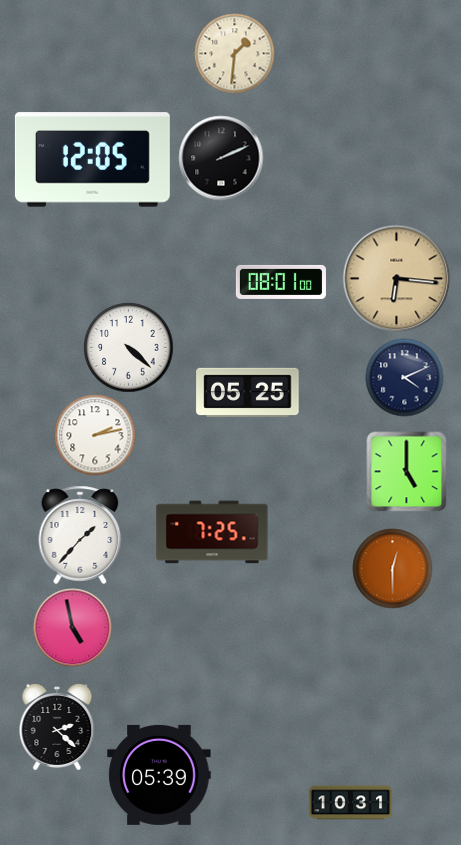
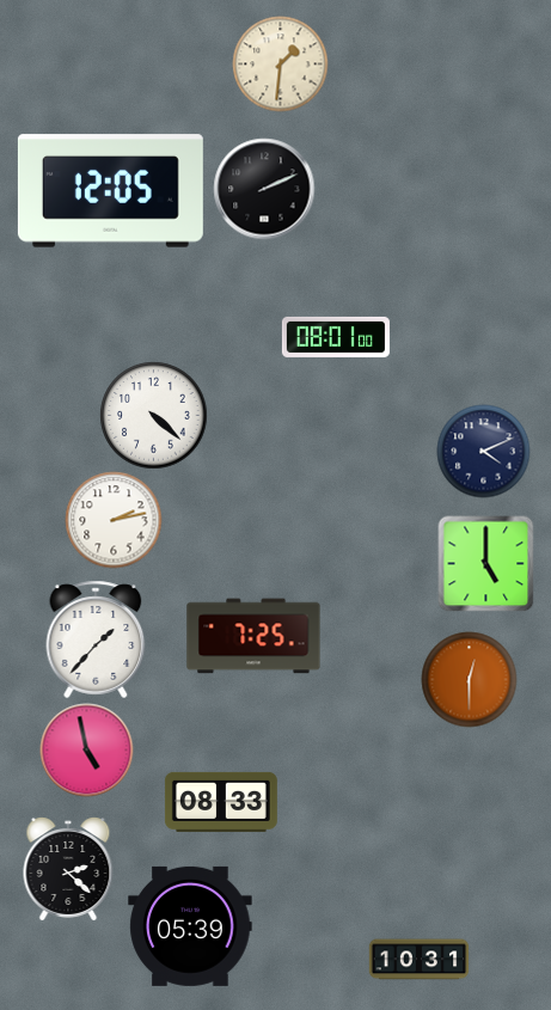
clock at (396, 278): 6:16 -> none
clock at (248, 392): 05:25 -> none
clock at (221, 802): none -> 08:33
